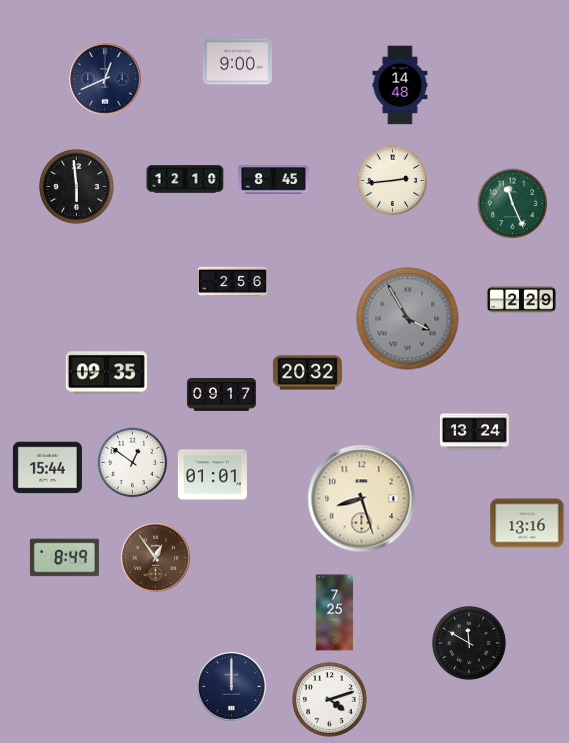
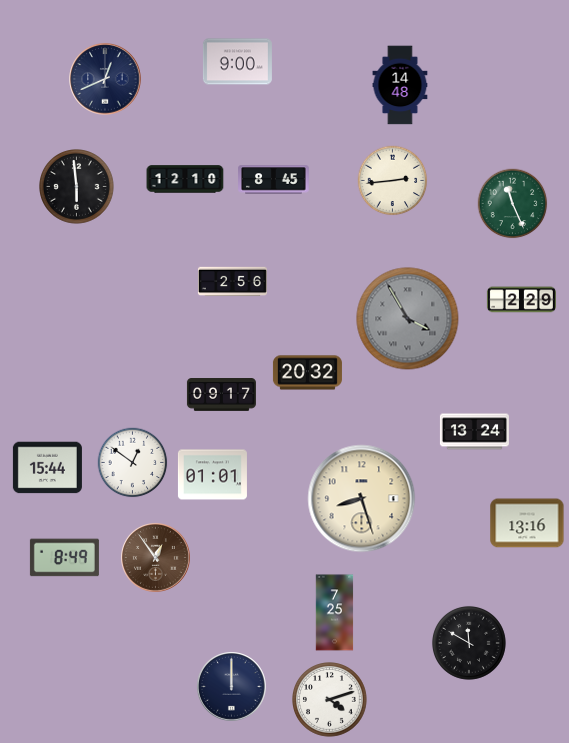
clock at (106, 373): 09:35 -> none
